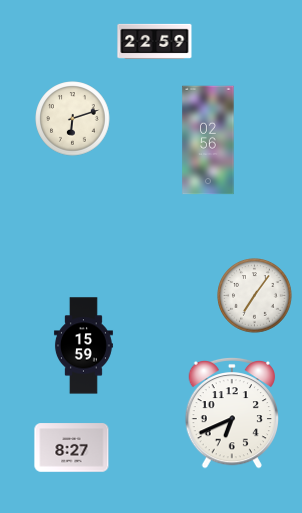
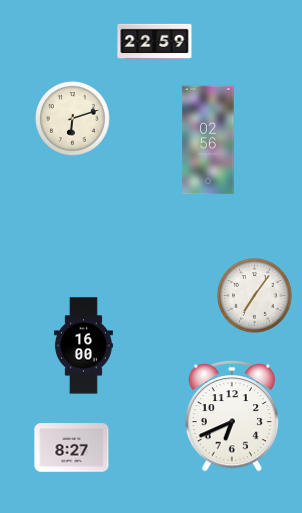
clock at (83, 346): 15:59 -> 16:00
clock at (231, 413) position: (231, 413) -> (231, 416)
